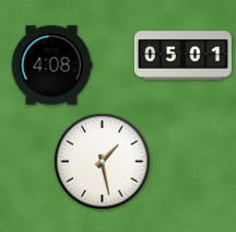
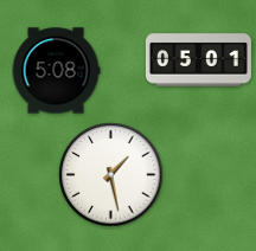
clock at (51, 66): 4:08 -> 5:08
